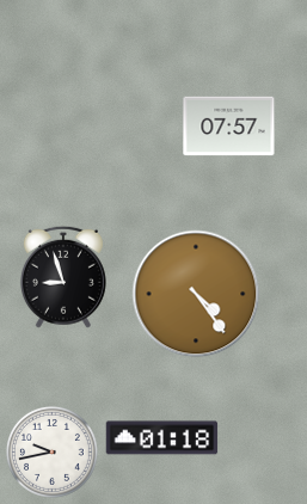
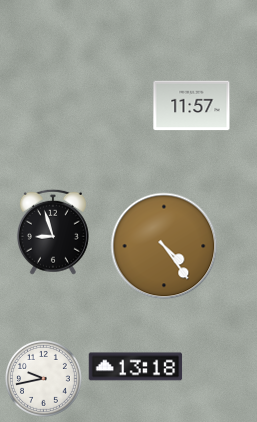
clock at (229, 127): 07:57 -> 11:57
clock at (162, 438): 01:18 -> 13:18
